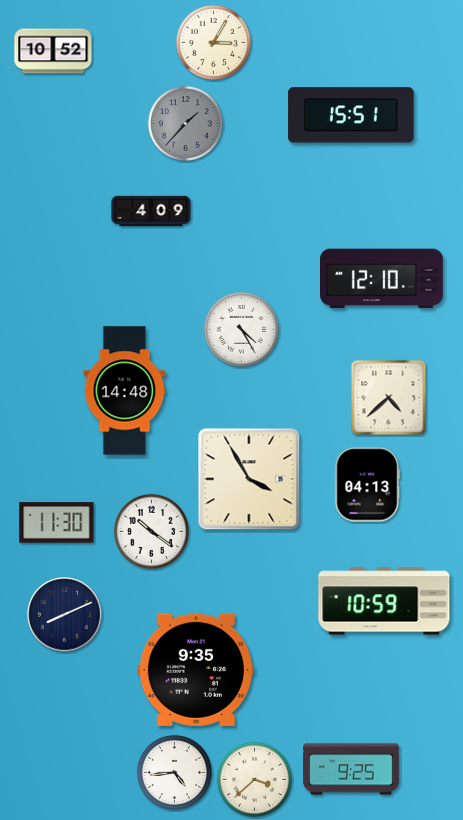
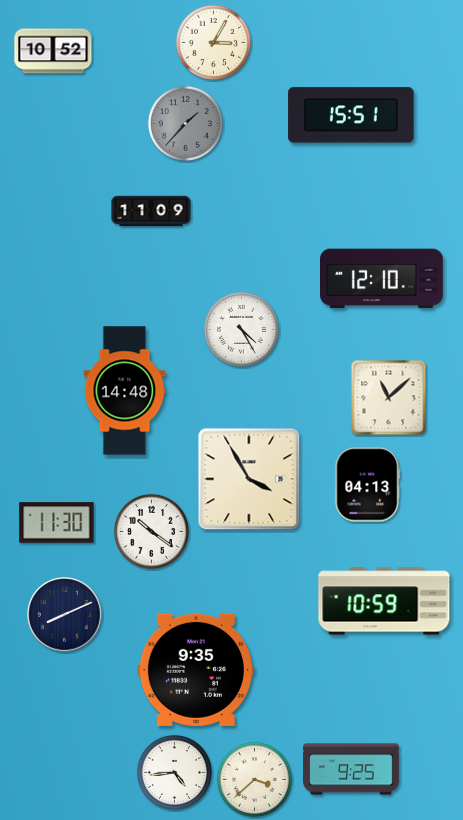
clock at (151, 211): 4:09 -> 11:09
clock at (389, 398): 4:38 -> 11:08
